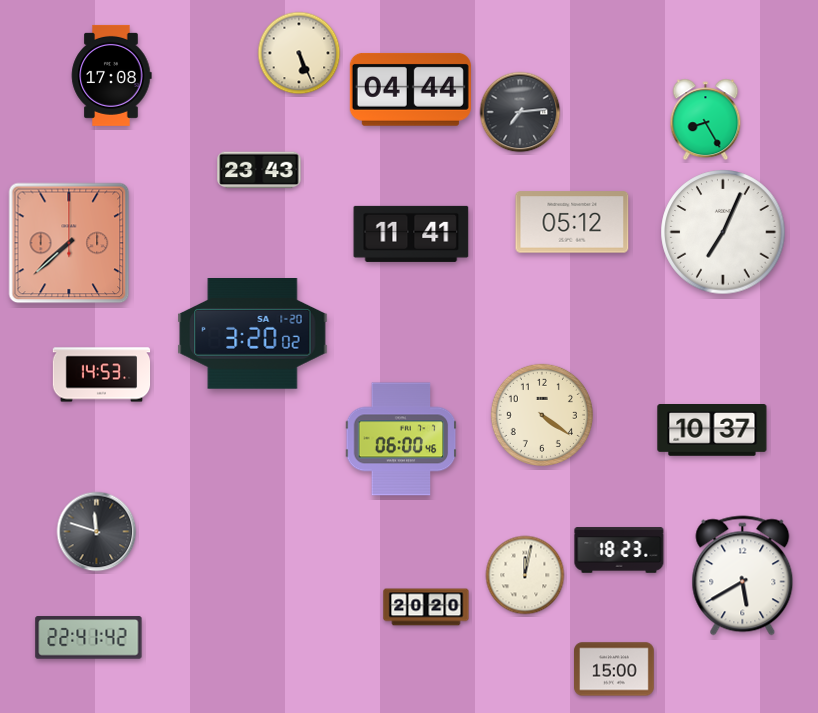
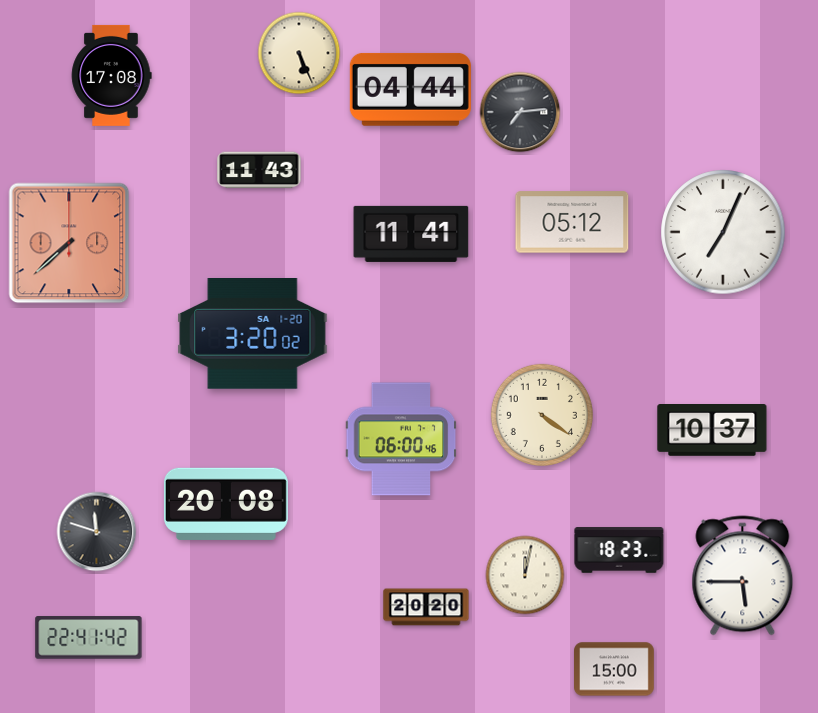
clock at (706, 120): 8:25 -> none
clock at (259, 170): 23:43 -> 11:43
clock at (102, 375): 14:53 -> none
clock at (226, 504): none -> 20:08
clock at (743, 576): 5:40 -> 5:45
